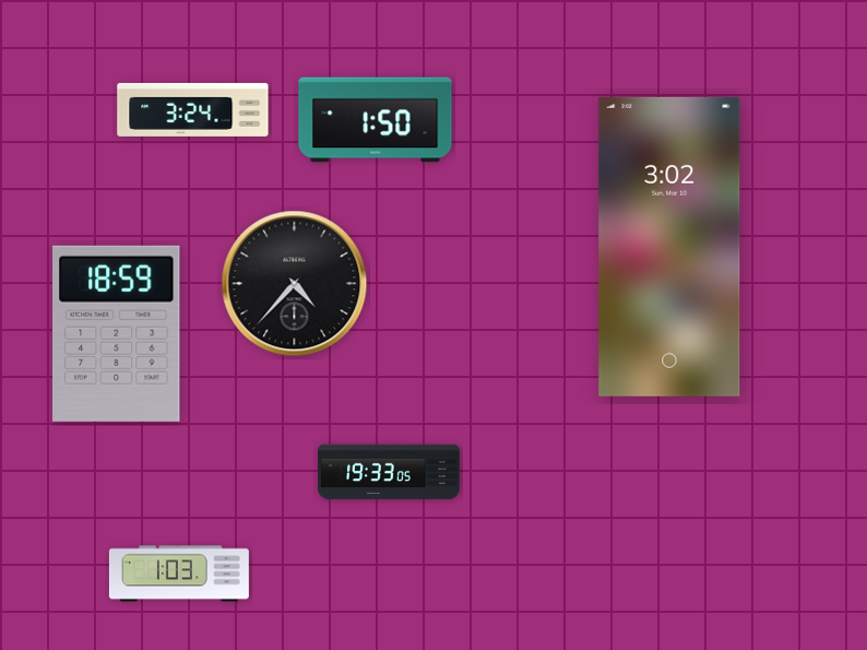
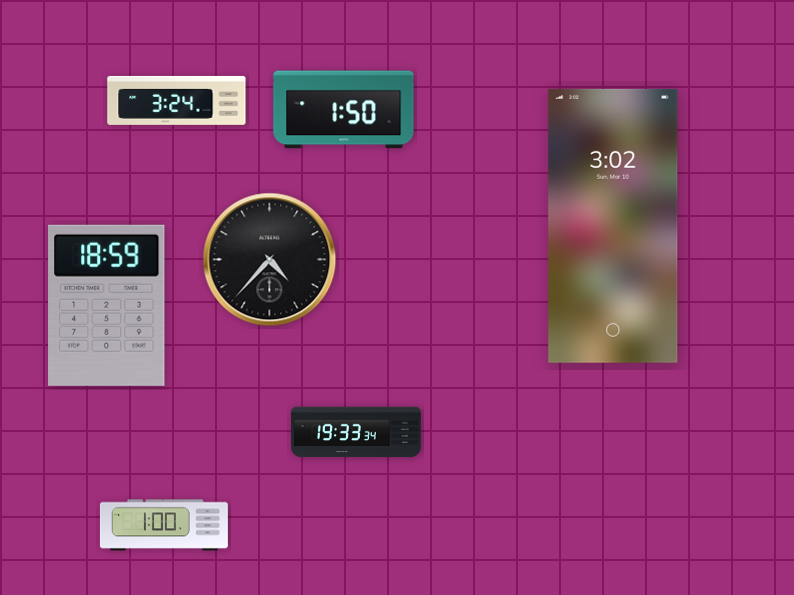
clock at (389, 472): 19:33:05 -> 19:33:34
clock at (179, 574): 1:03 -> 1:00
